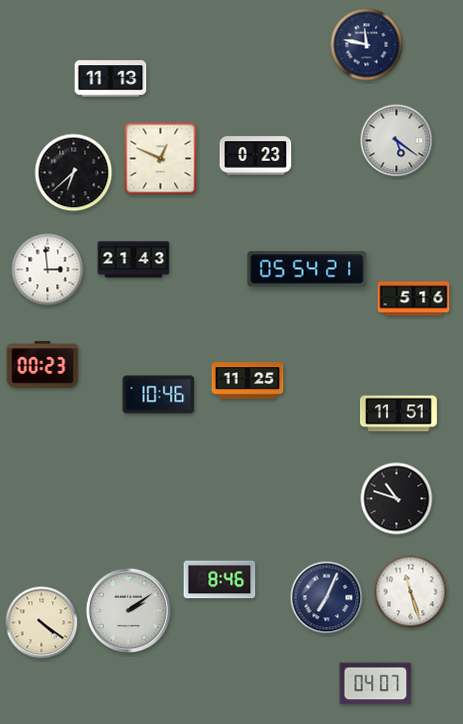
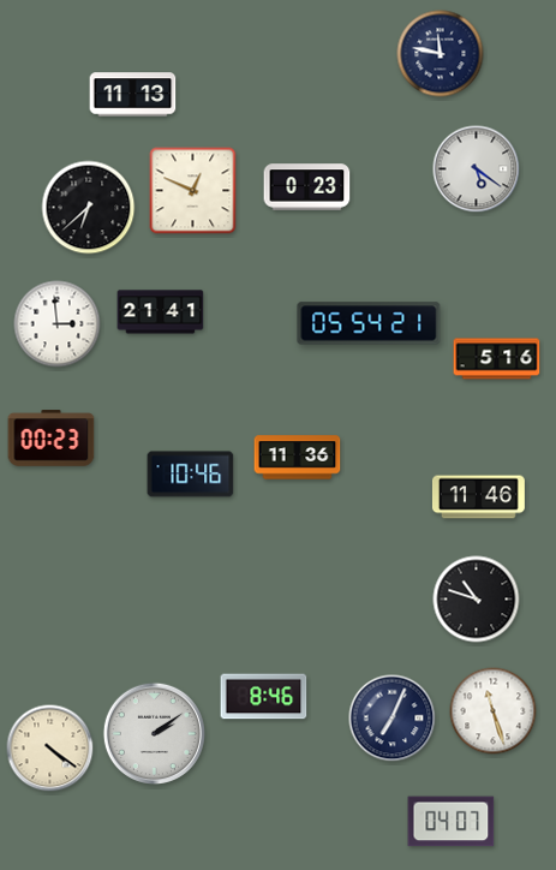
clock at (134, 260): 21:43 -> 21:41
clock at (248, 381): 11:25 -> 11:36
clock at (398, 414): 11:51 -> 11:46
